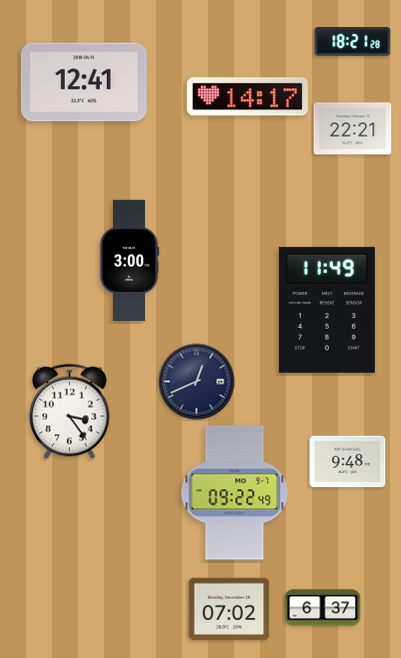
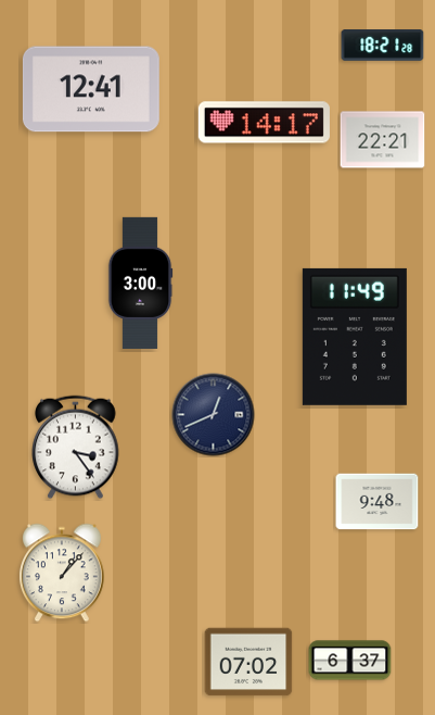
clock at (247, 97) position: (247, 97) -> (264, 123)
clock at (235, 493): 09:22 -> none
clock at (62, 573): none -> 1:07
